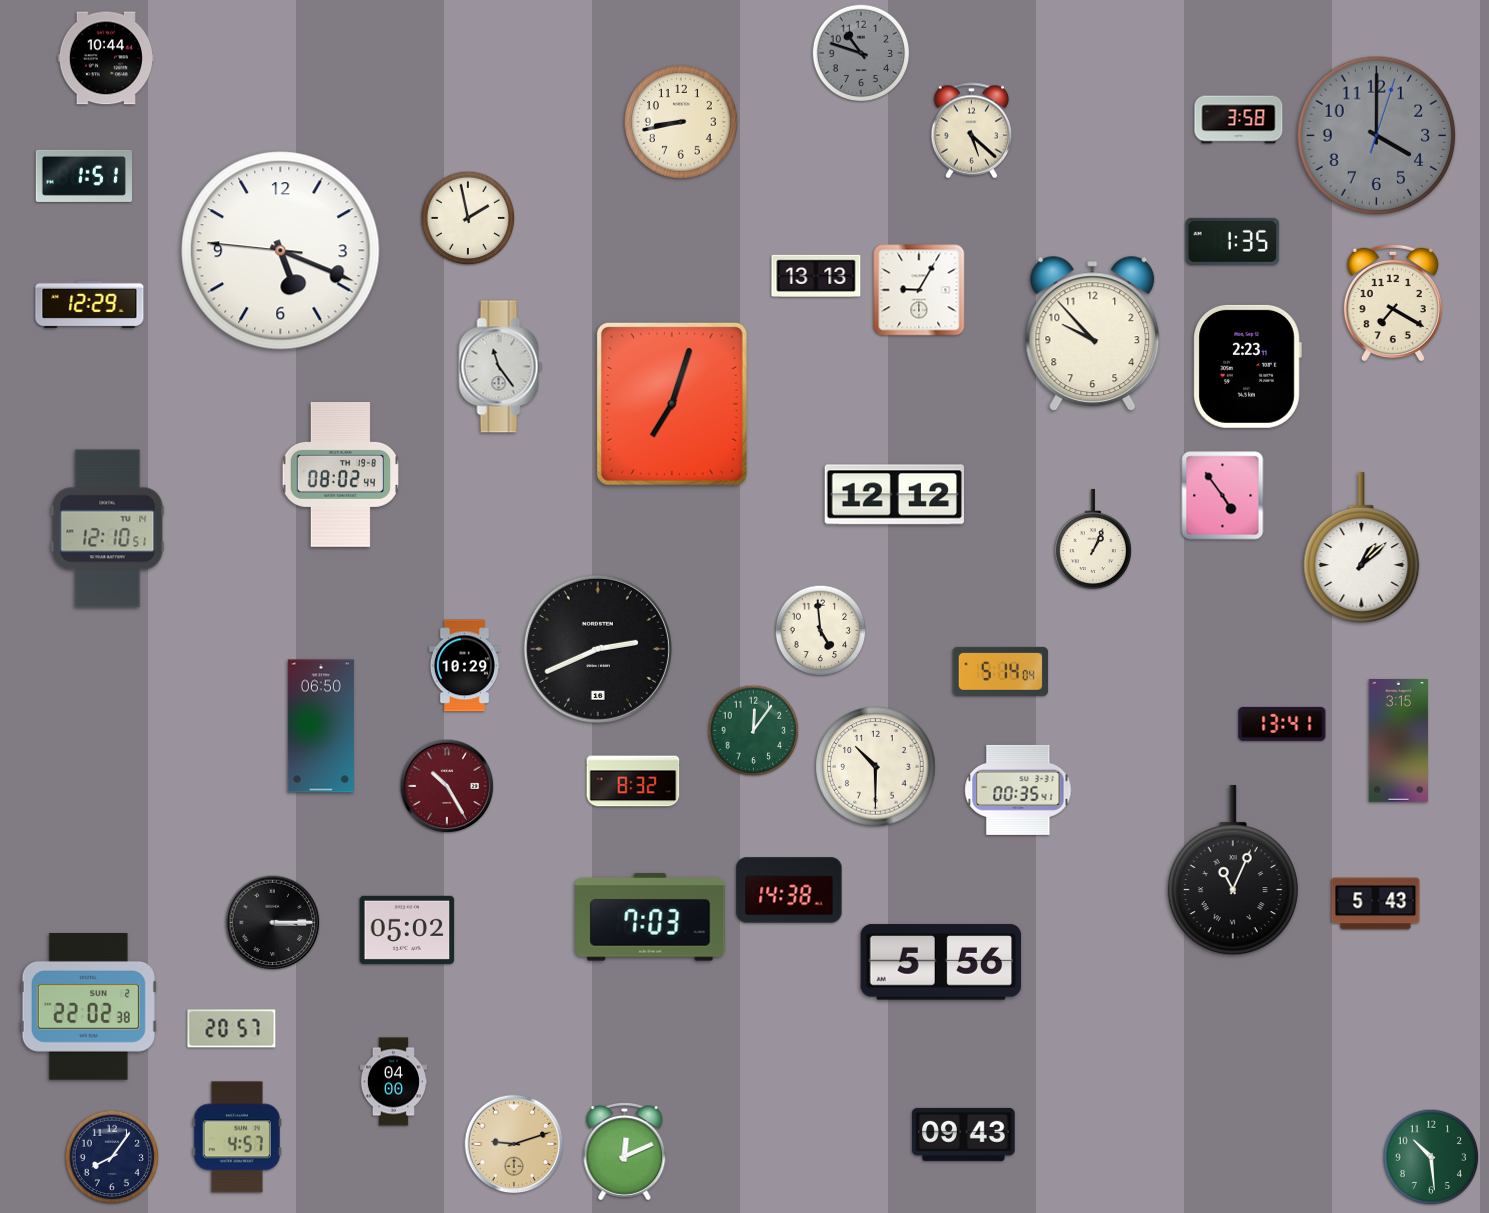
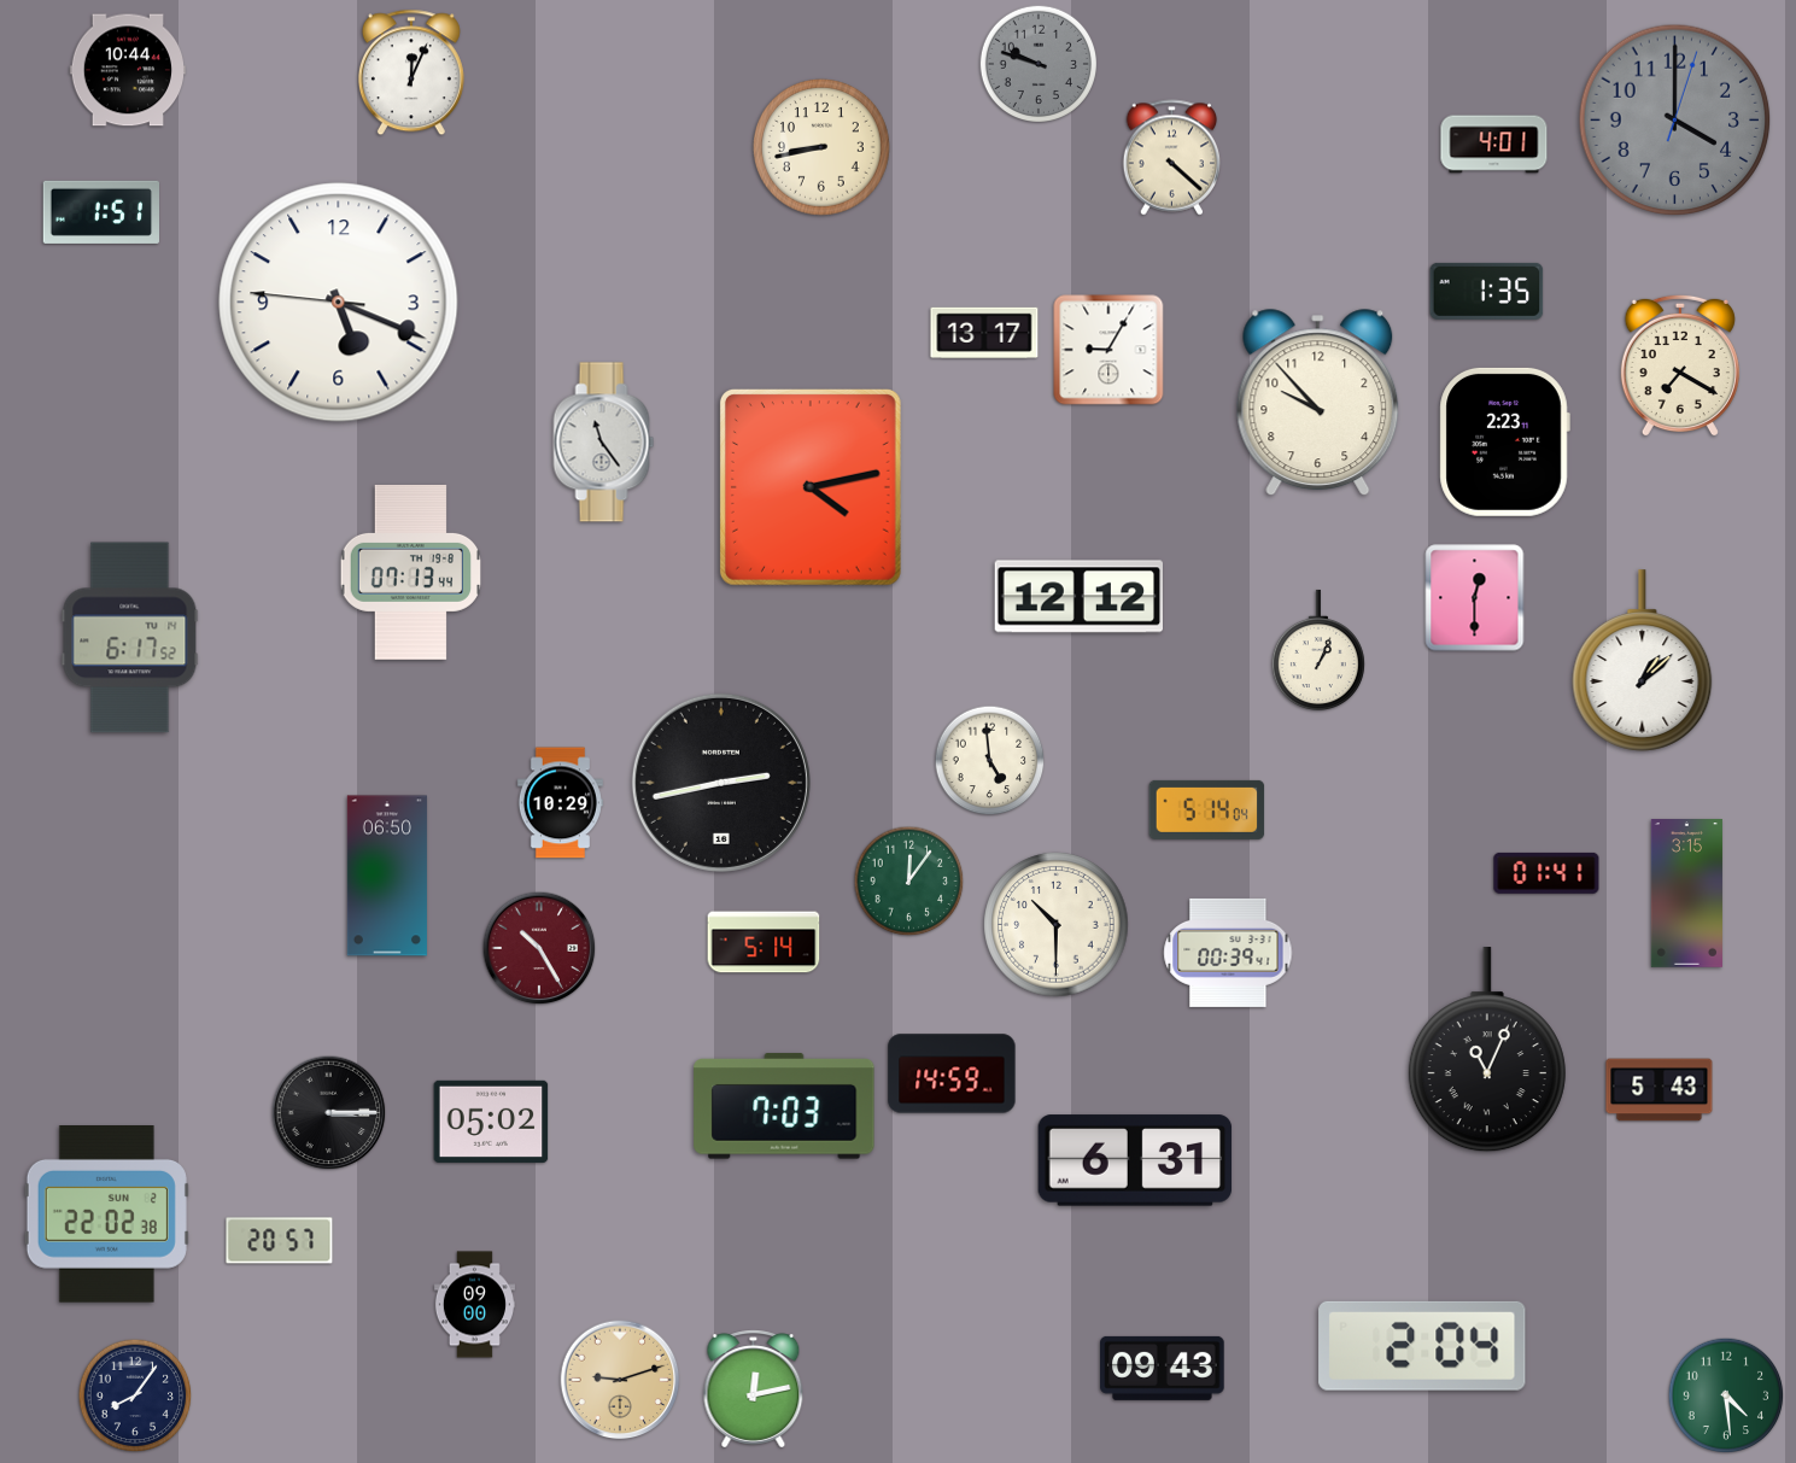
clock at (861, 53): 10:48 -> 9:48
clock at (411, 72): none -> 12:04
clock at (1239, 120): 3:58 -> 4:01
clock at (972, 131): 5:22 -> 4:22
clock at (1377, 136) position: (1377, 136) -> (1675, 121)
clock at (468, 218): 1:58 -> none
clock at (816, 276): 13:13 -> 13:17
clock at (90, 304): 12:29 -> none
clock at (672, 404): 7:03 -> 4:13
clock at (341, 474): 08:02 -> 07:13
clock at (1223, 496): 4:54 -> 12:30
clock at (108, 529): 12:10 -> 6:17
clock at (598, 649): 2:41 -> 2:43
clock at (1282, 724): 13:41 -> 01:41
clock at (633, 781): 8:32 -> 5:14
clock at (1018, 790): 00:35 -> 00:39
clock at (789, 890): 14:38 -> 14:59
clock at (941, 962): 5:56 -> 6:31
clock at (393, 1082): 04:00 -> 09:00
clock at (1422, 1346): none -> 2:04
clock at (237, 1137): 4:57 -> none
clock at (625, 1152): 12:11 -> 12:13
clock at (1431, 1157): 10:29 -> 4:29
